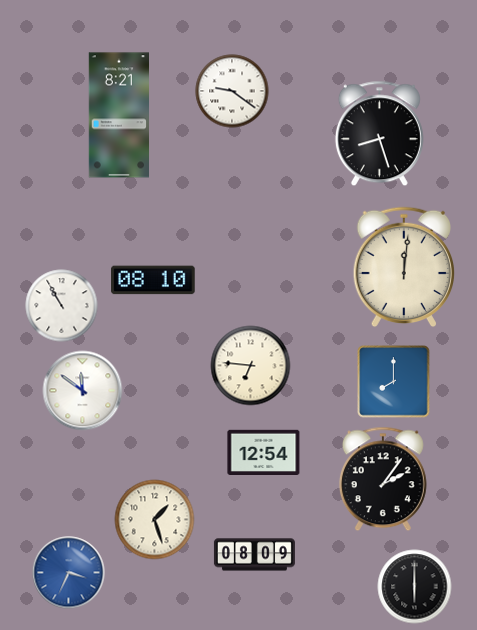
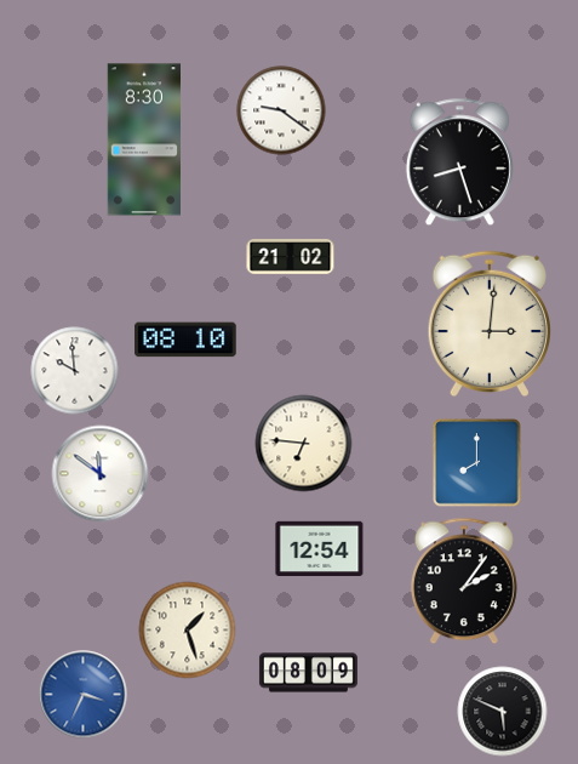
clock at (119, 115): 8:21 -> 8:30
clock at (291, 257): none -> 21:02
clock at (403, 267): 12:01 -> 3:01
clock at (62, 306): 10:55 -> 9:59
clock at (415, 587): 6:00 -> 5:49
